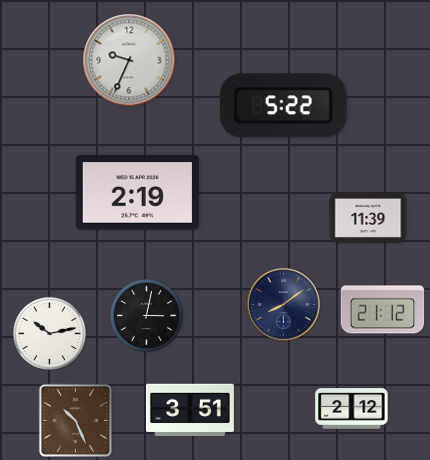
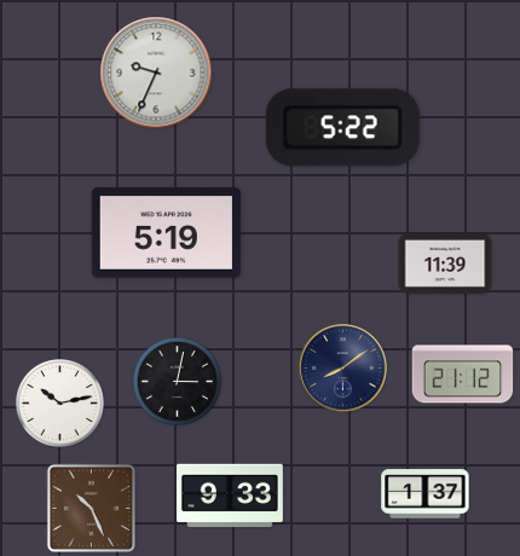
clock at (137, 193): 2:19 -> 5:19
clock at (352, 409): 2:12 -> 1:37
clock at (190, 410): 3:51 -> 9:33
